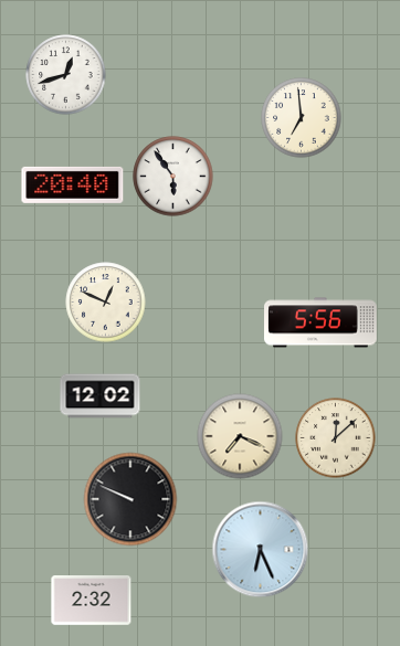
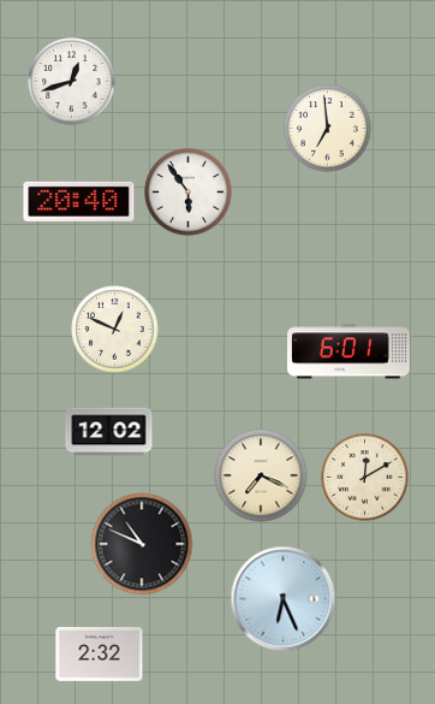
clock at (322, 322): 5:56 -> 6:01
clock at (336, 438): 12:08 -> 12:10
clock at (130, 499): 9:49 -> 10:49
